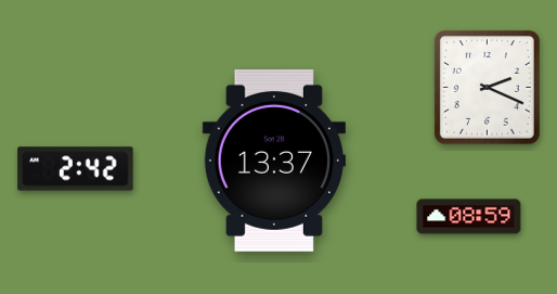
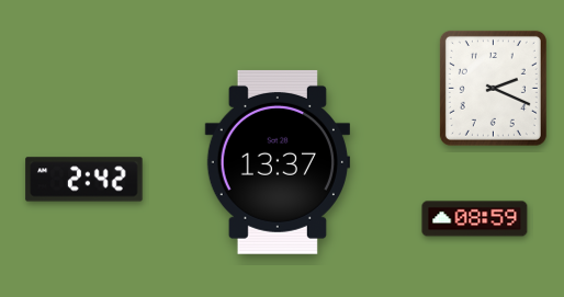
clock at (76, 169) position: (76, 169) -> (84, 180)
